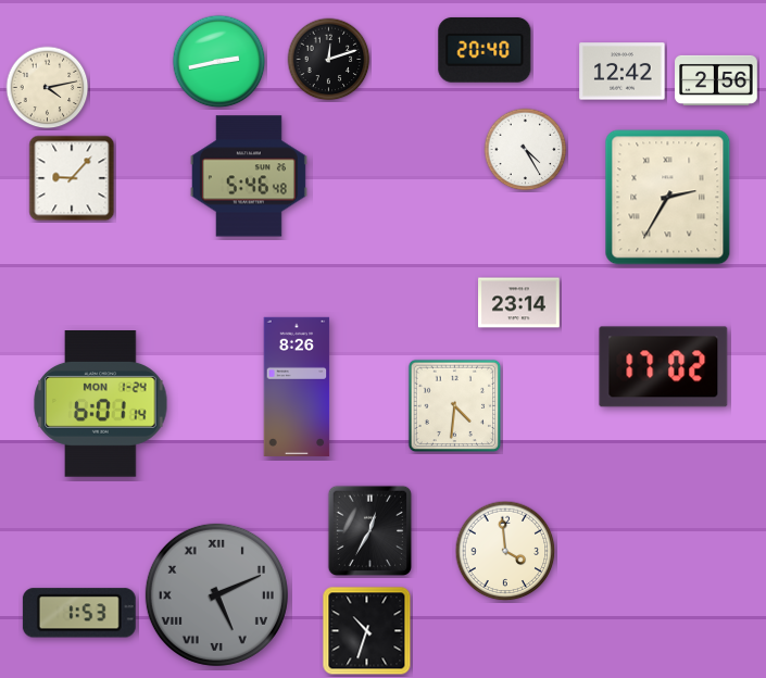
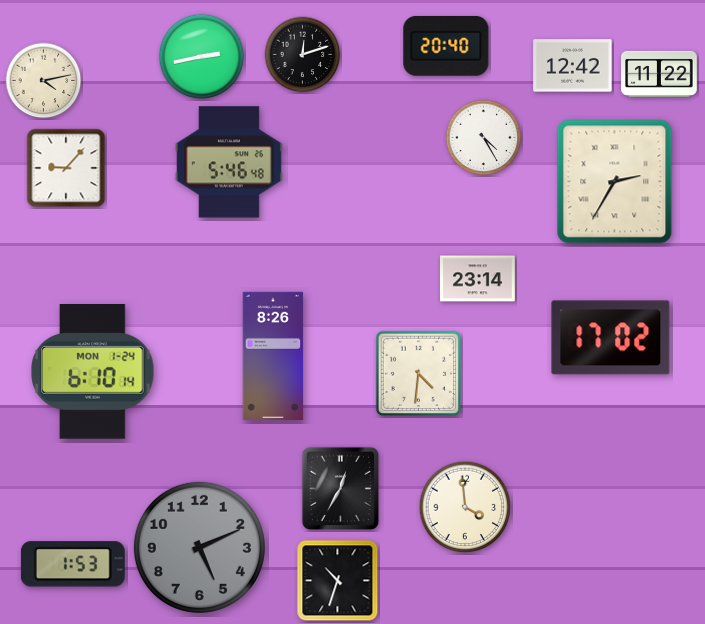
clock at (716, 80): 2:56 -> 11:22
clock at (72, 178) position: (72, 178) -> (66, 168)
clock at (101, 404): 6:01 -> 6:10
clock at (216, 594) numerals: Roman -> Arabic
